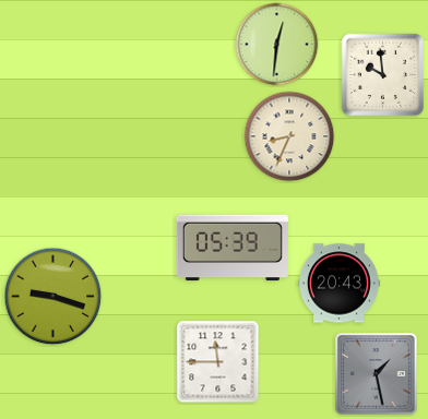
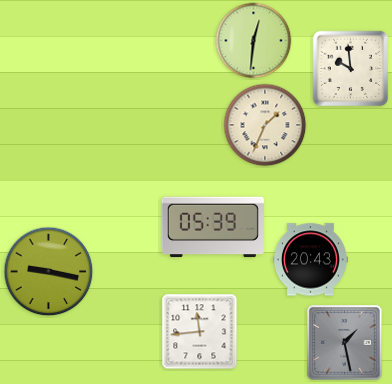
clock at (289, 136): 8:34 -> 1:34
clock at (53, 297): 9:18 -> 9:17
clock at (218, 362): 11:45 -> 11:44
